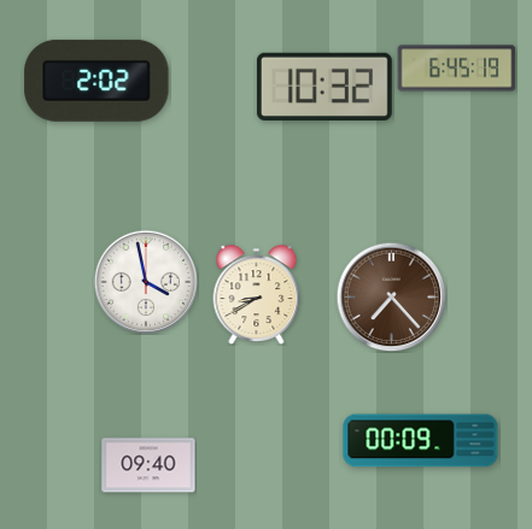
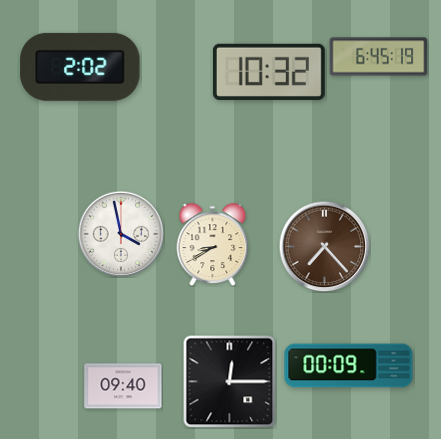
clock at (229, 381): none -> 12:15
